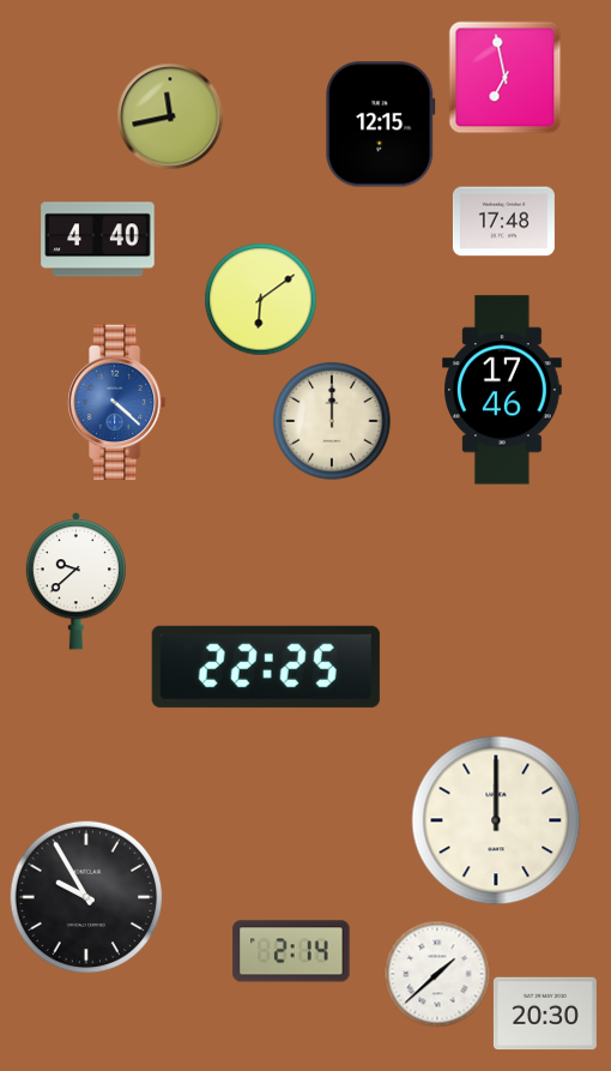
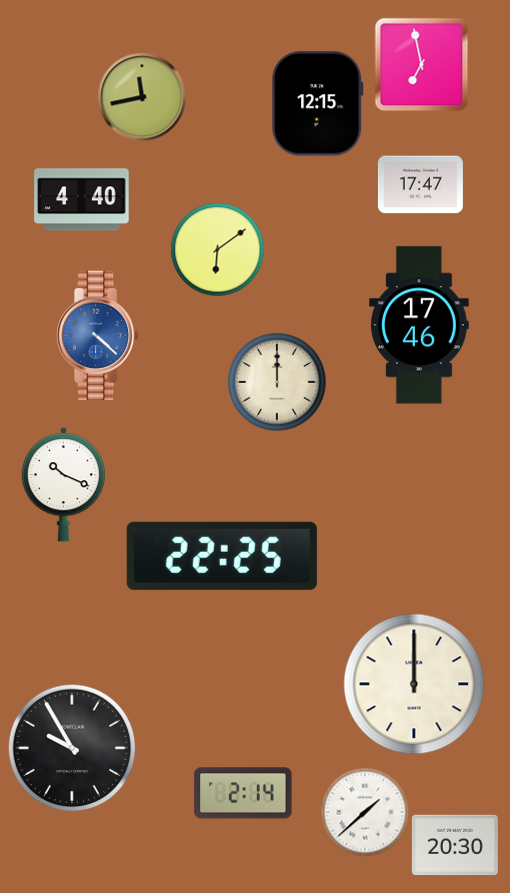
clock at (503, 222): 17:48 -> 17:47
clock at (332, 421) position: (332, 421) -> (277, 382)
clock at (75, 582): 9:38 -> 10:19
